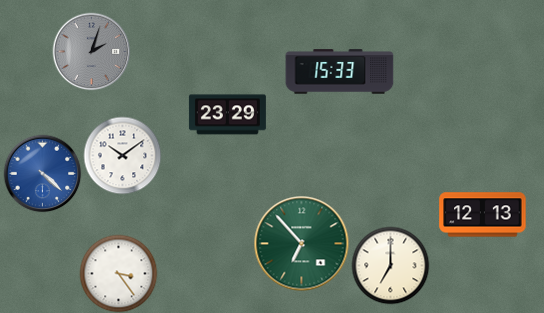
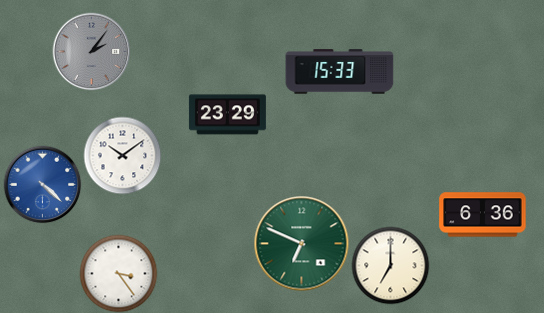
clock at (91, 51): 2:03 -> 2:06
clock at (42, 173) position: (42, 173) -> (42, 184)
clock at (483, 215): 12:13 -> 6:36
clock at (301, 243): 6:53 -> 6:49
